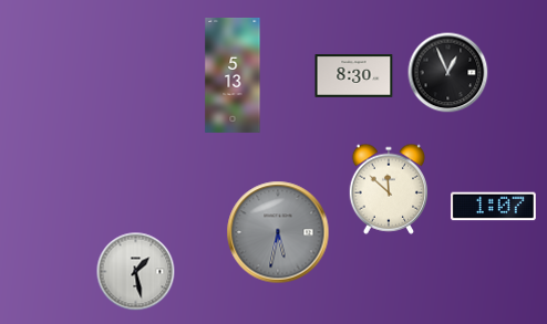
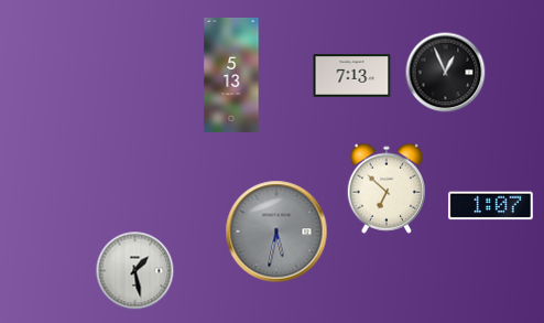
clock at (354, 76): 8:30 -> 7:13
clock at (388, 189): 11:52 -> 6:52
